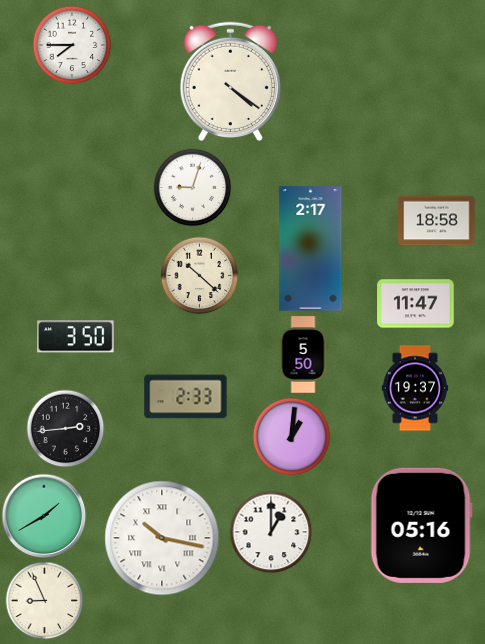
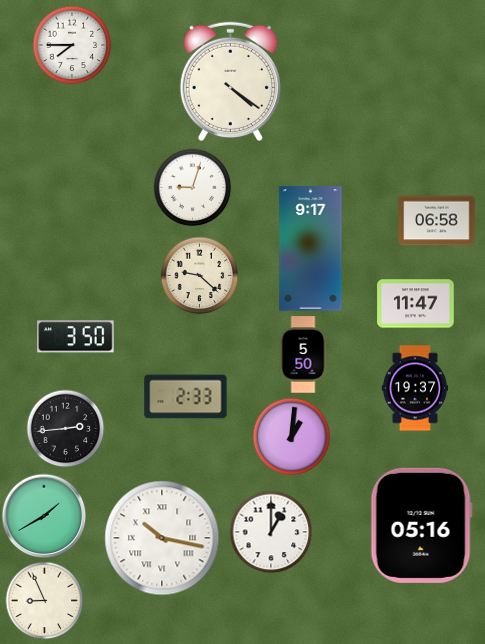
clock at (437, 221): 18:58 -> 06:58
clock at (311, 249): 2:17 -> 9:17
clock at (199, 275): 10:22 -> 9:22
